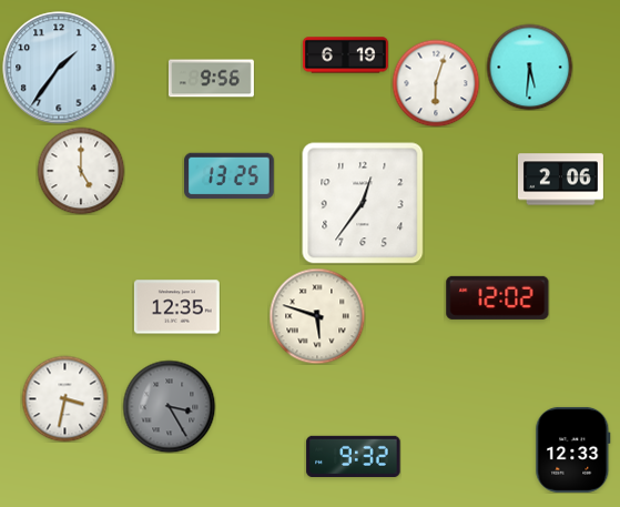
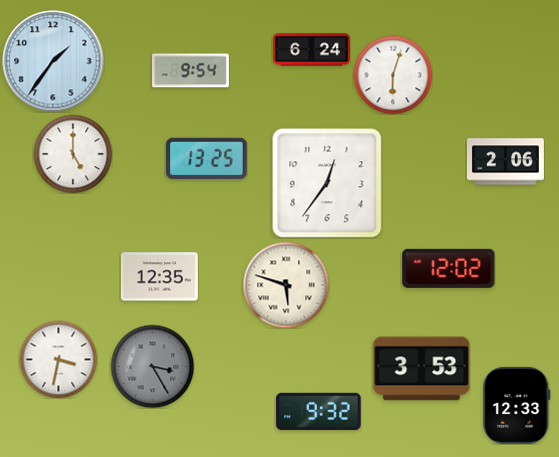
clock at (345, 55): 6:19 -> 6:24
clock at (529, 67): 5:31 -> none
clock at (211, 79): 9:56 -> 9:54
clock at (422, 369): none -> 3:53
